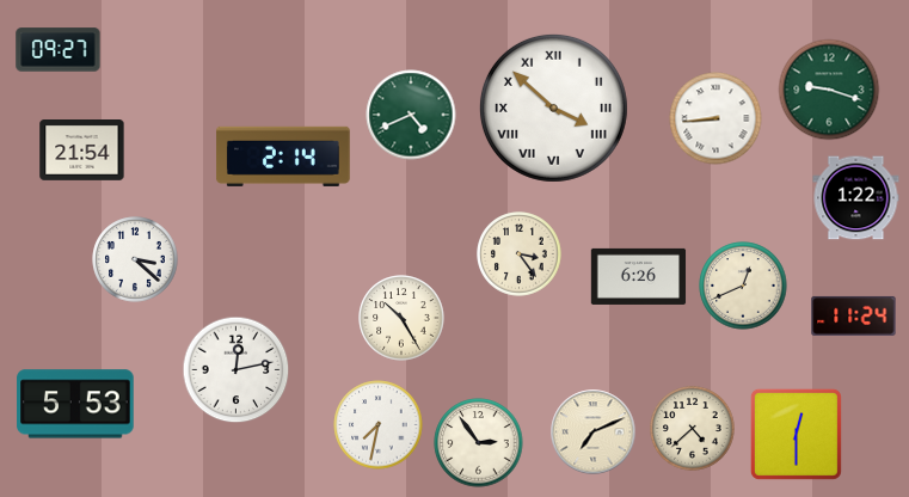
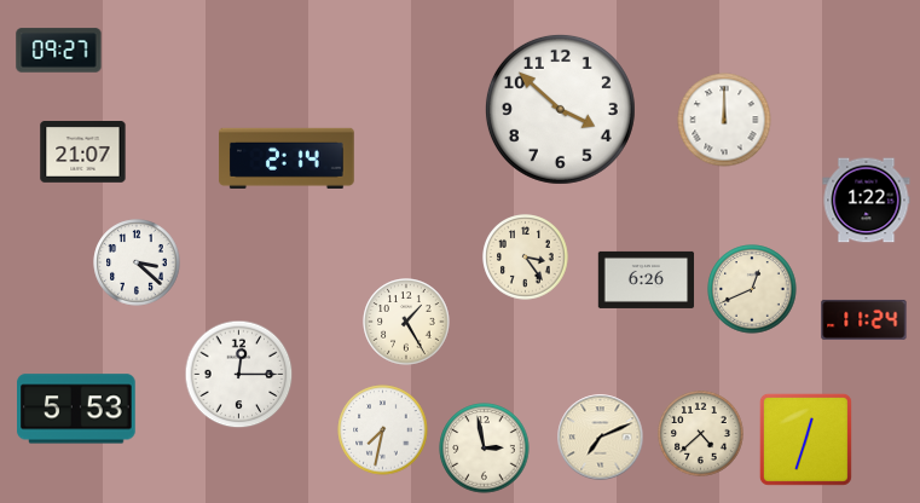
clock at (829, 90): 9:18 -> none
clock at (553, 108) numerals: Roman -> Arabic
clock at (411, 115): 4:41 -> none
clock at (715, 118): 8:44 -> 12:00
clock at (82, 151): 21:54 -> 21:07
clock at (401, 318): 10:25 -> 1:25
clock at (237, 370): 12:13 -> 12:15
clock at (796, 434): 12:30 -> 12:33
clock at (479, 443): 2:54 -> 2:58
